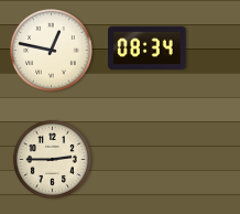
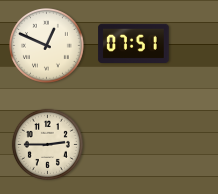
clock at (148, 47): 08:34 -> 07:51
clock at (52, 51): 12:47 -> 12:49
